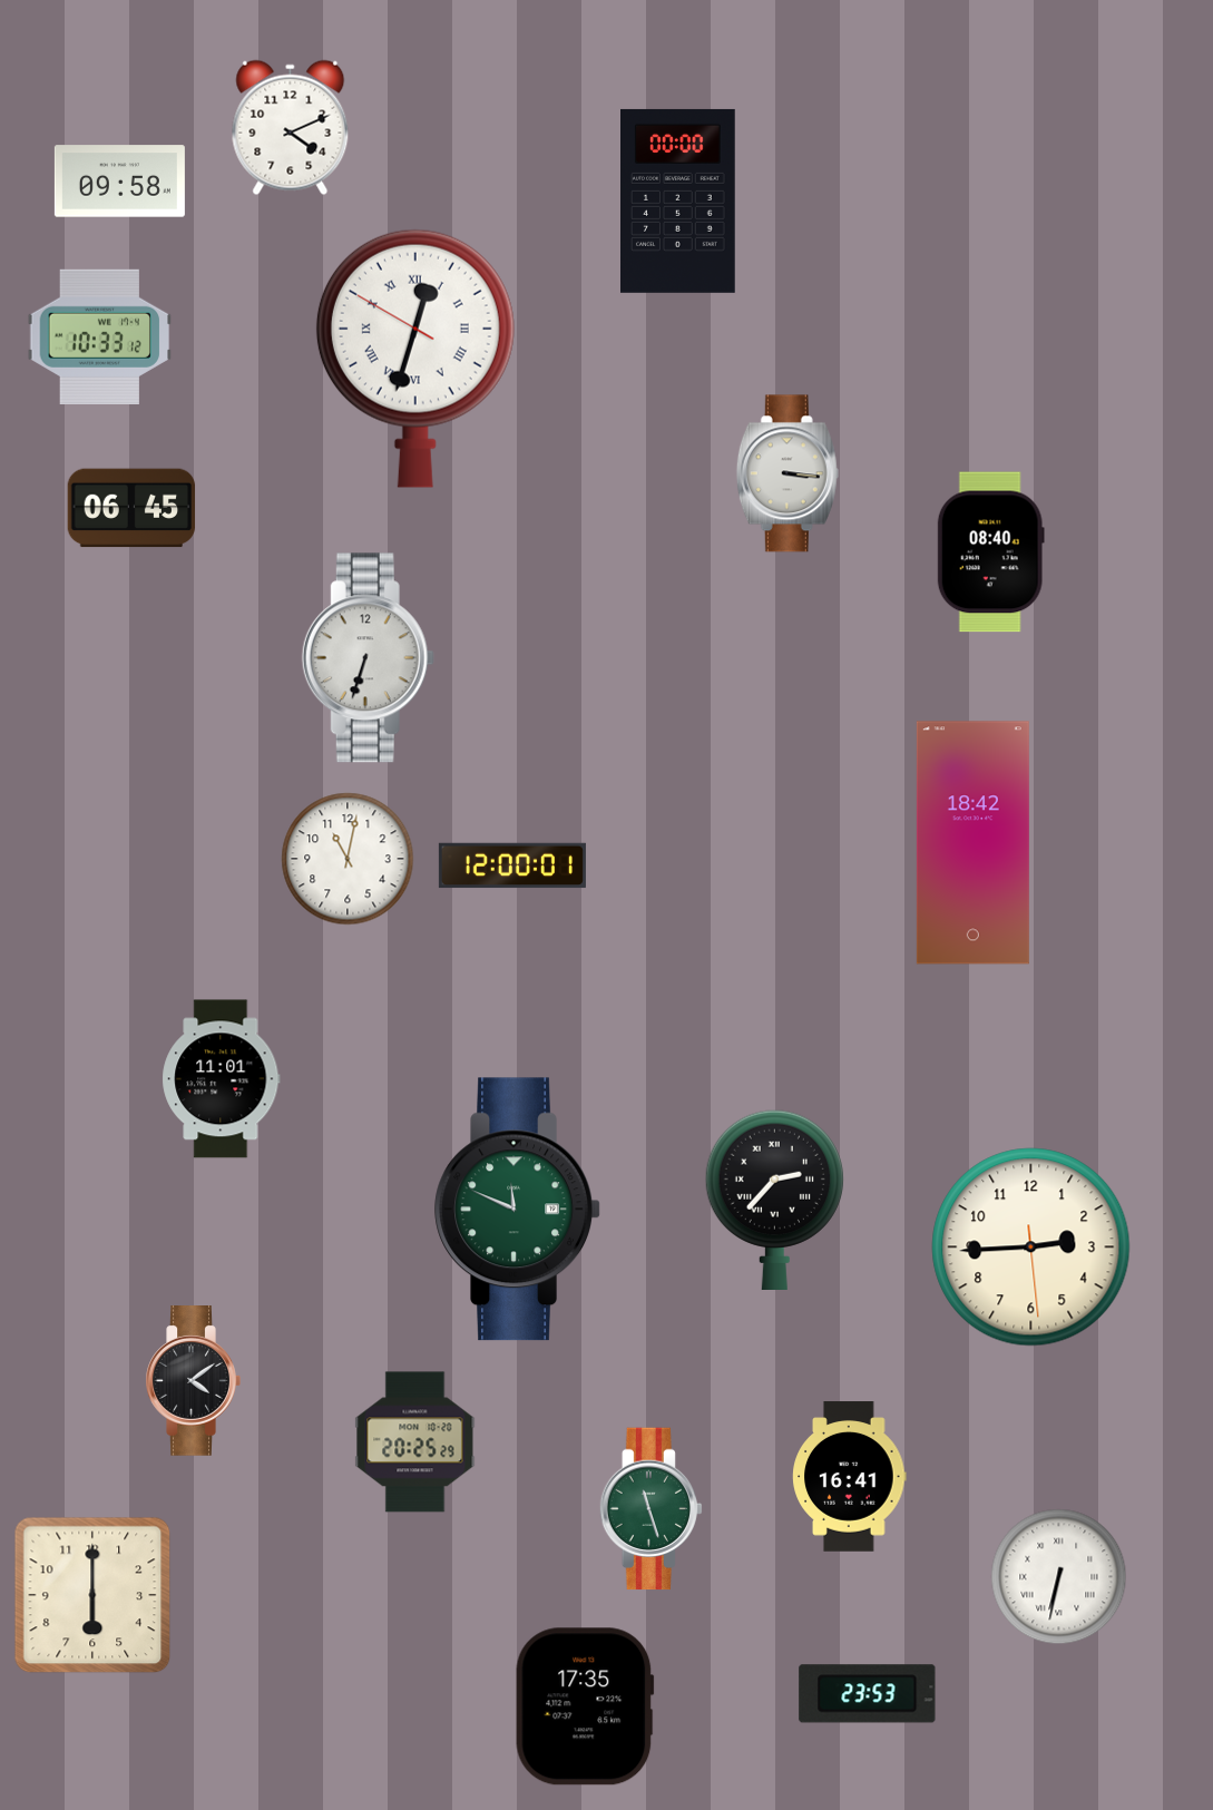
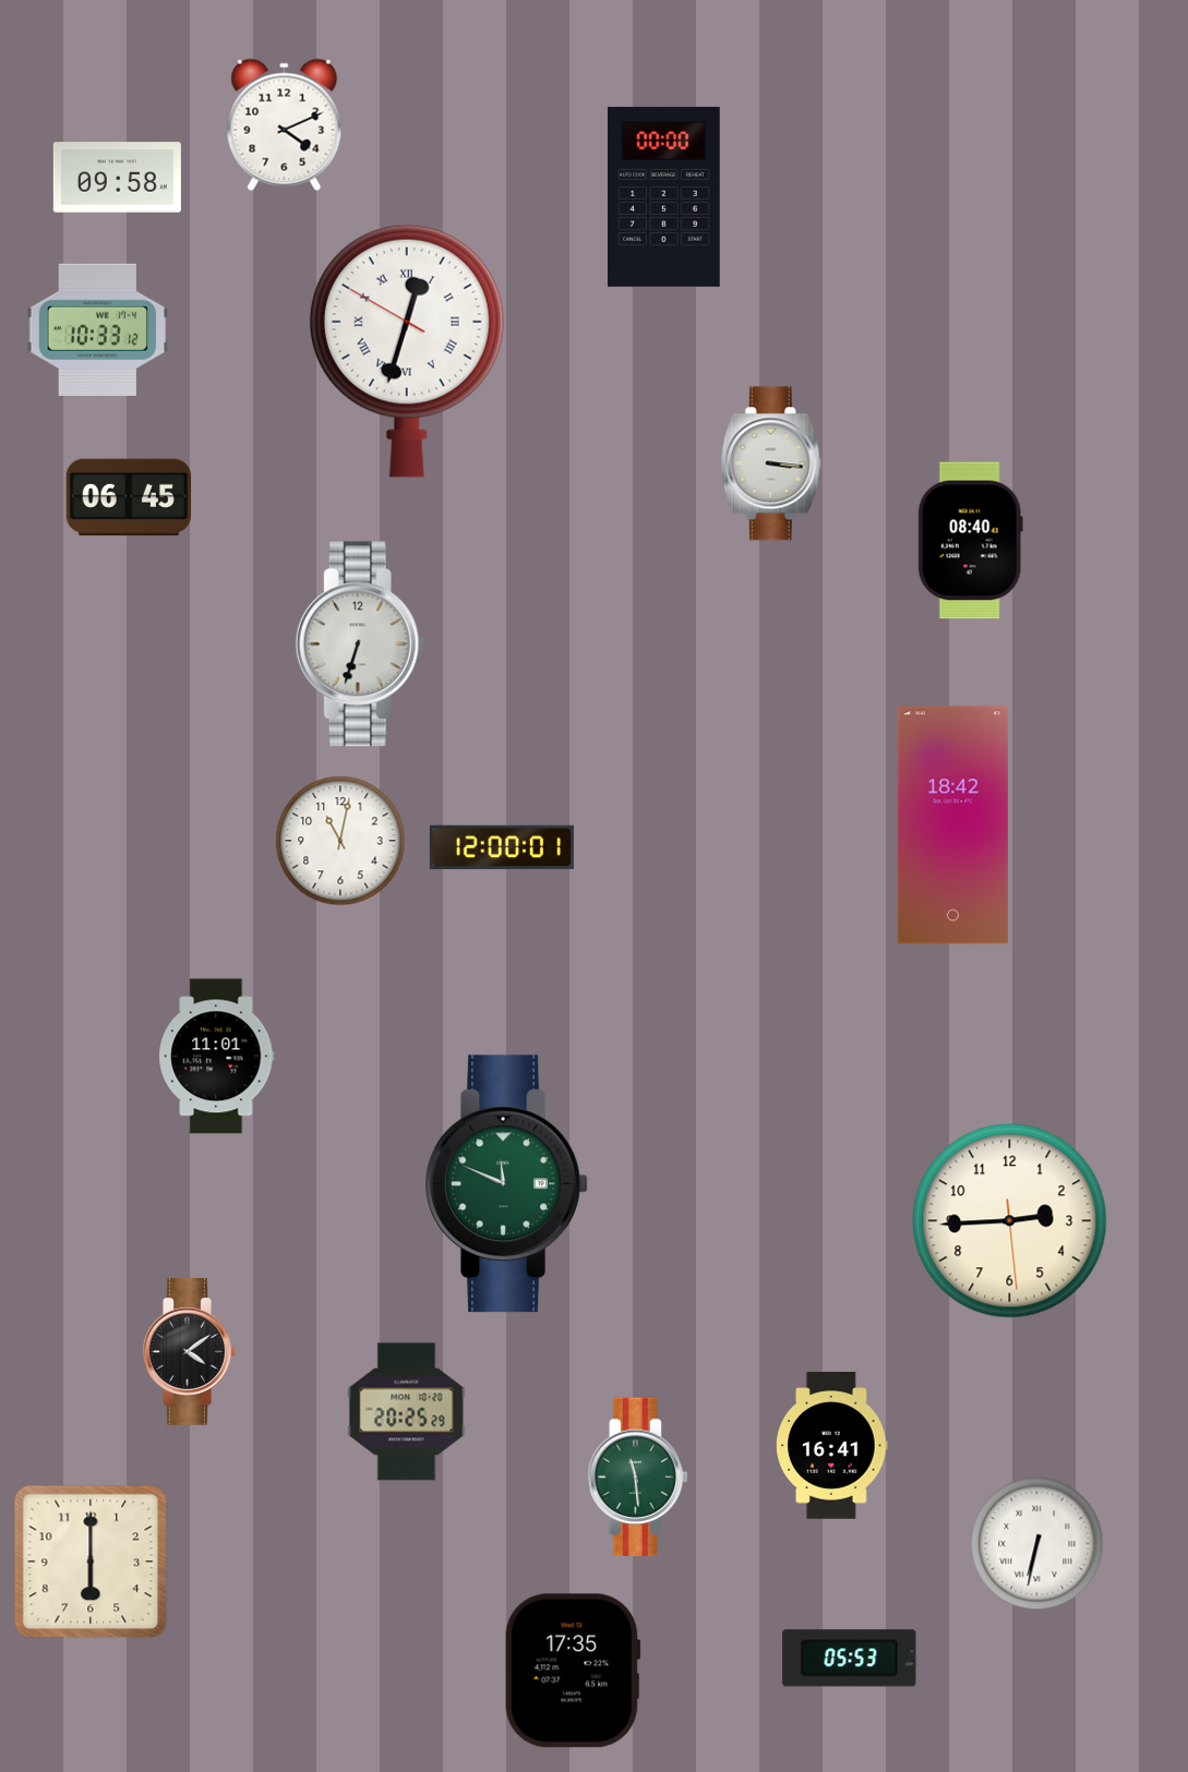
clock at (774, 1200): 2:37 -> none
clock at (650, 1509): 11:27 -> 11:29
clock at (868, 1694): 23:53 -> 05:53
